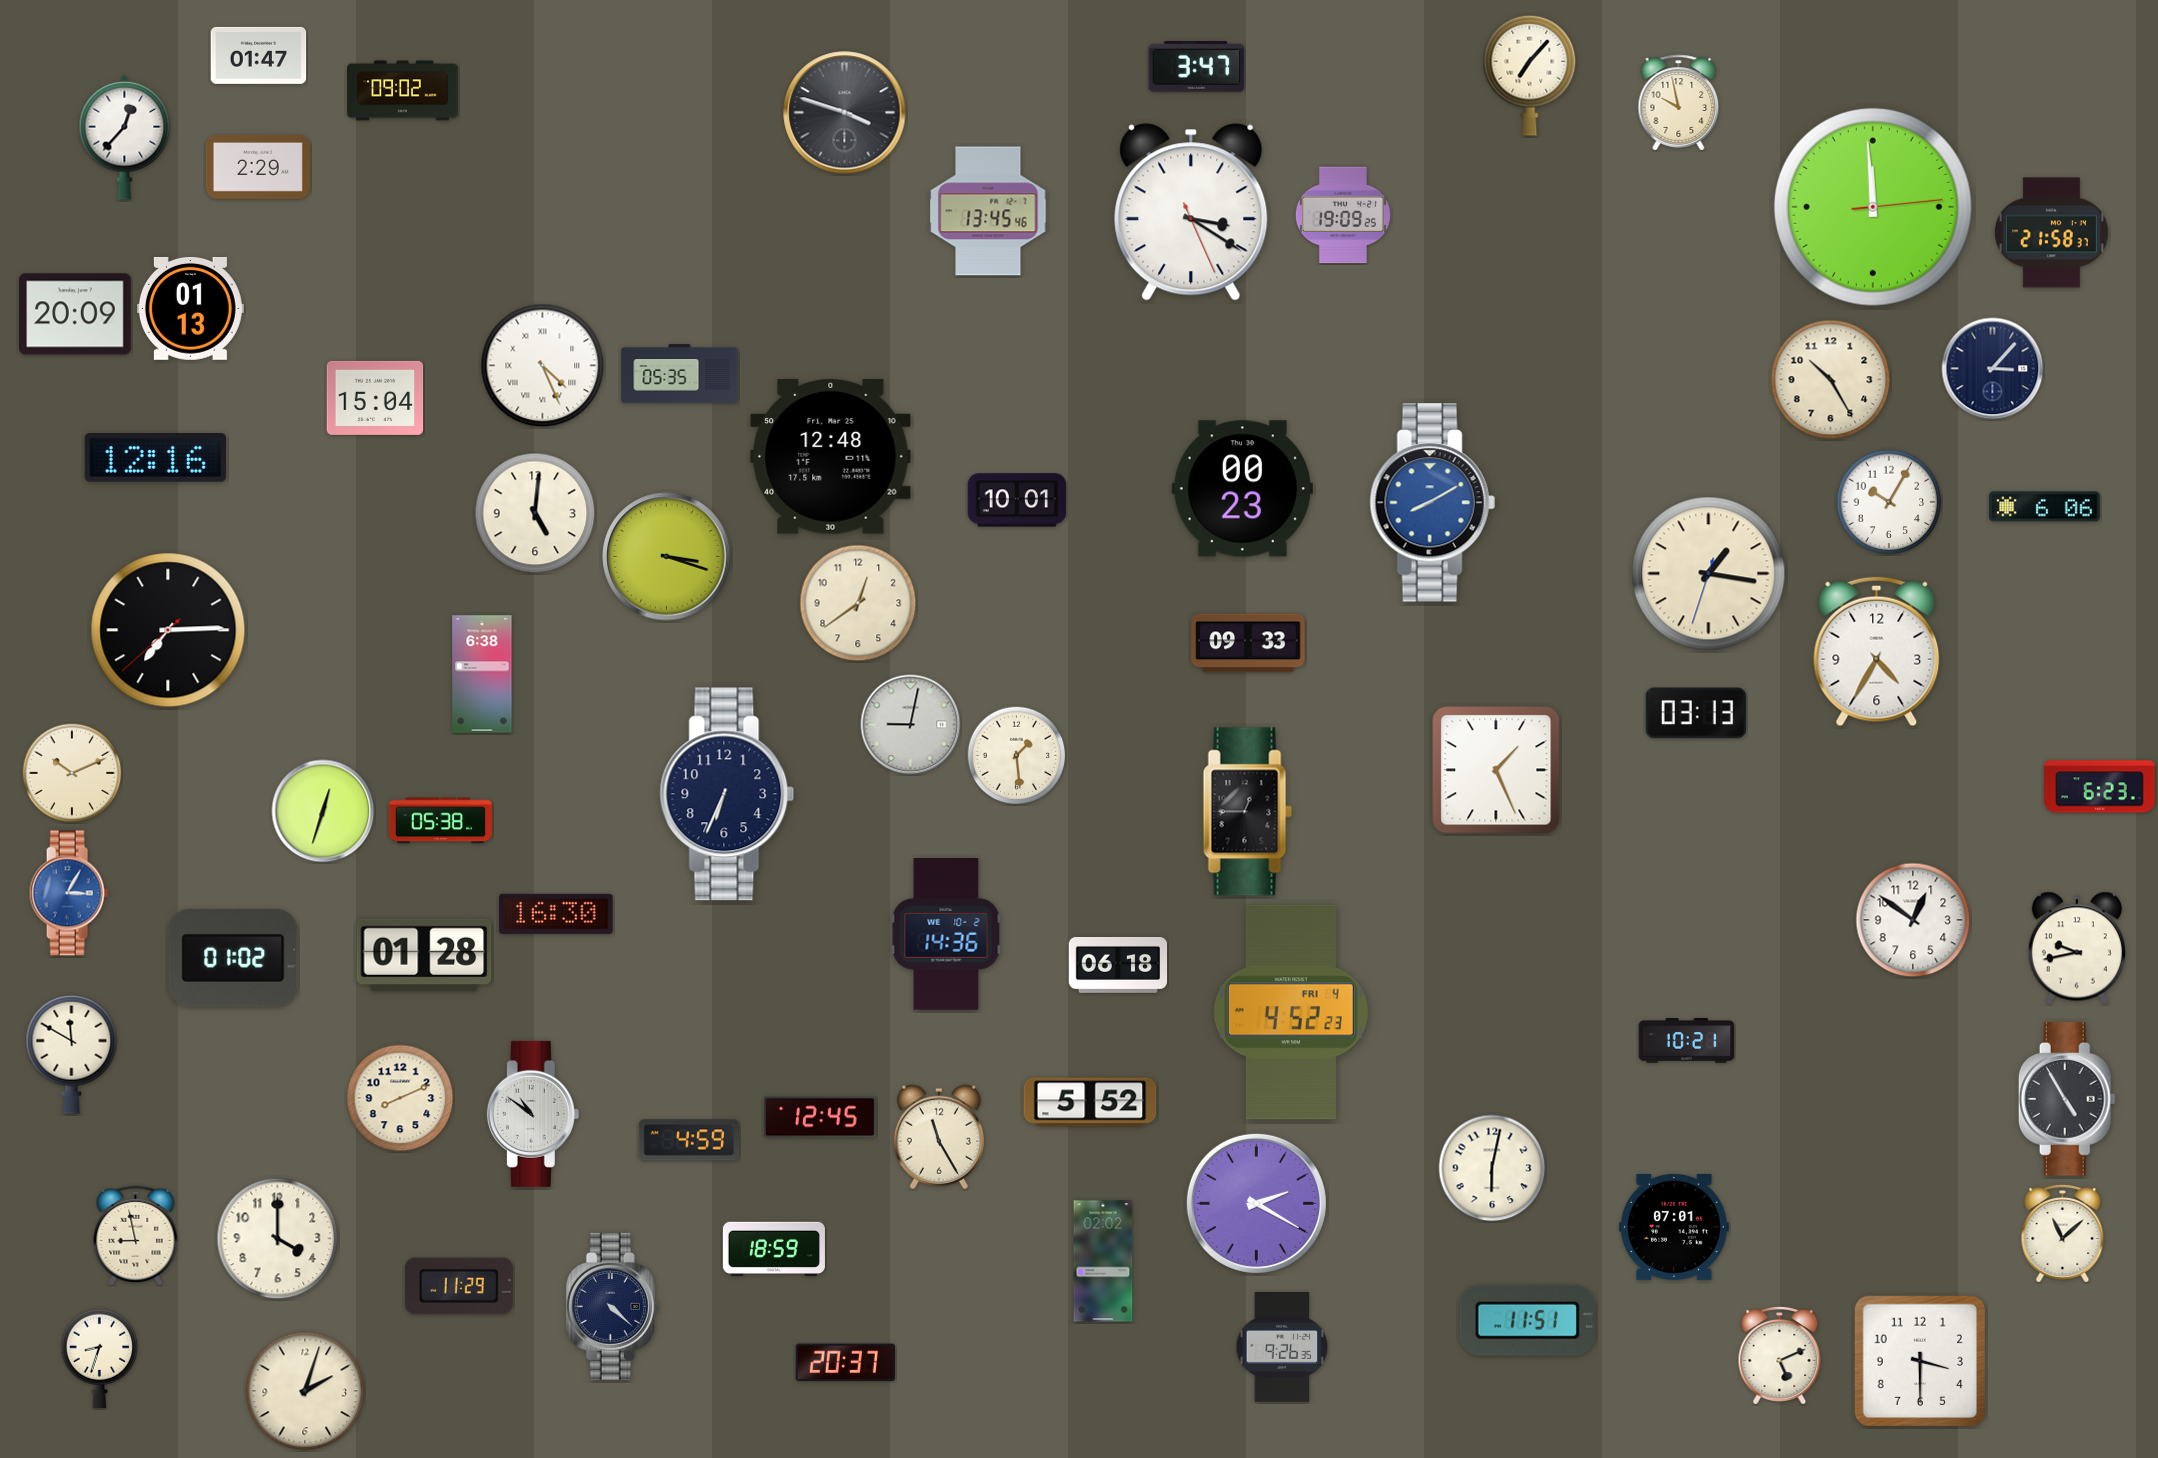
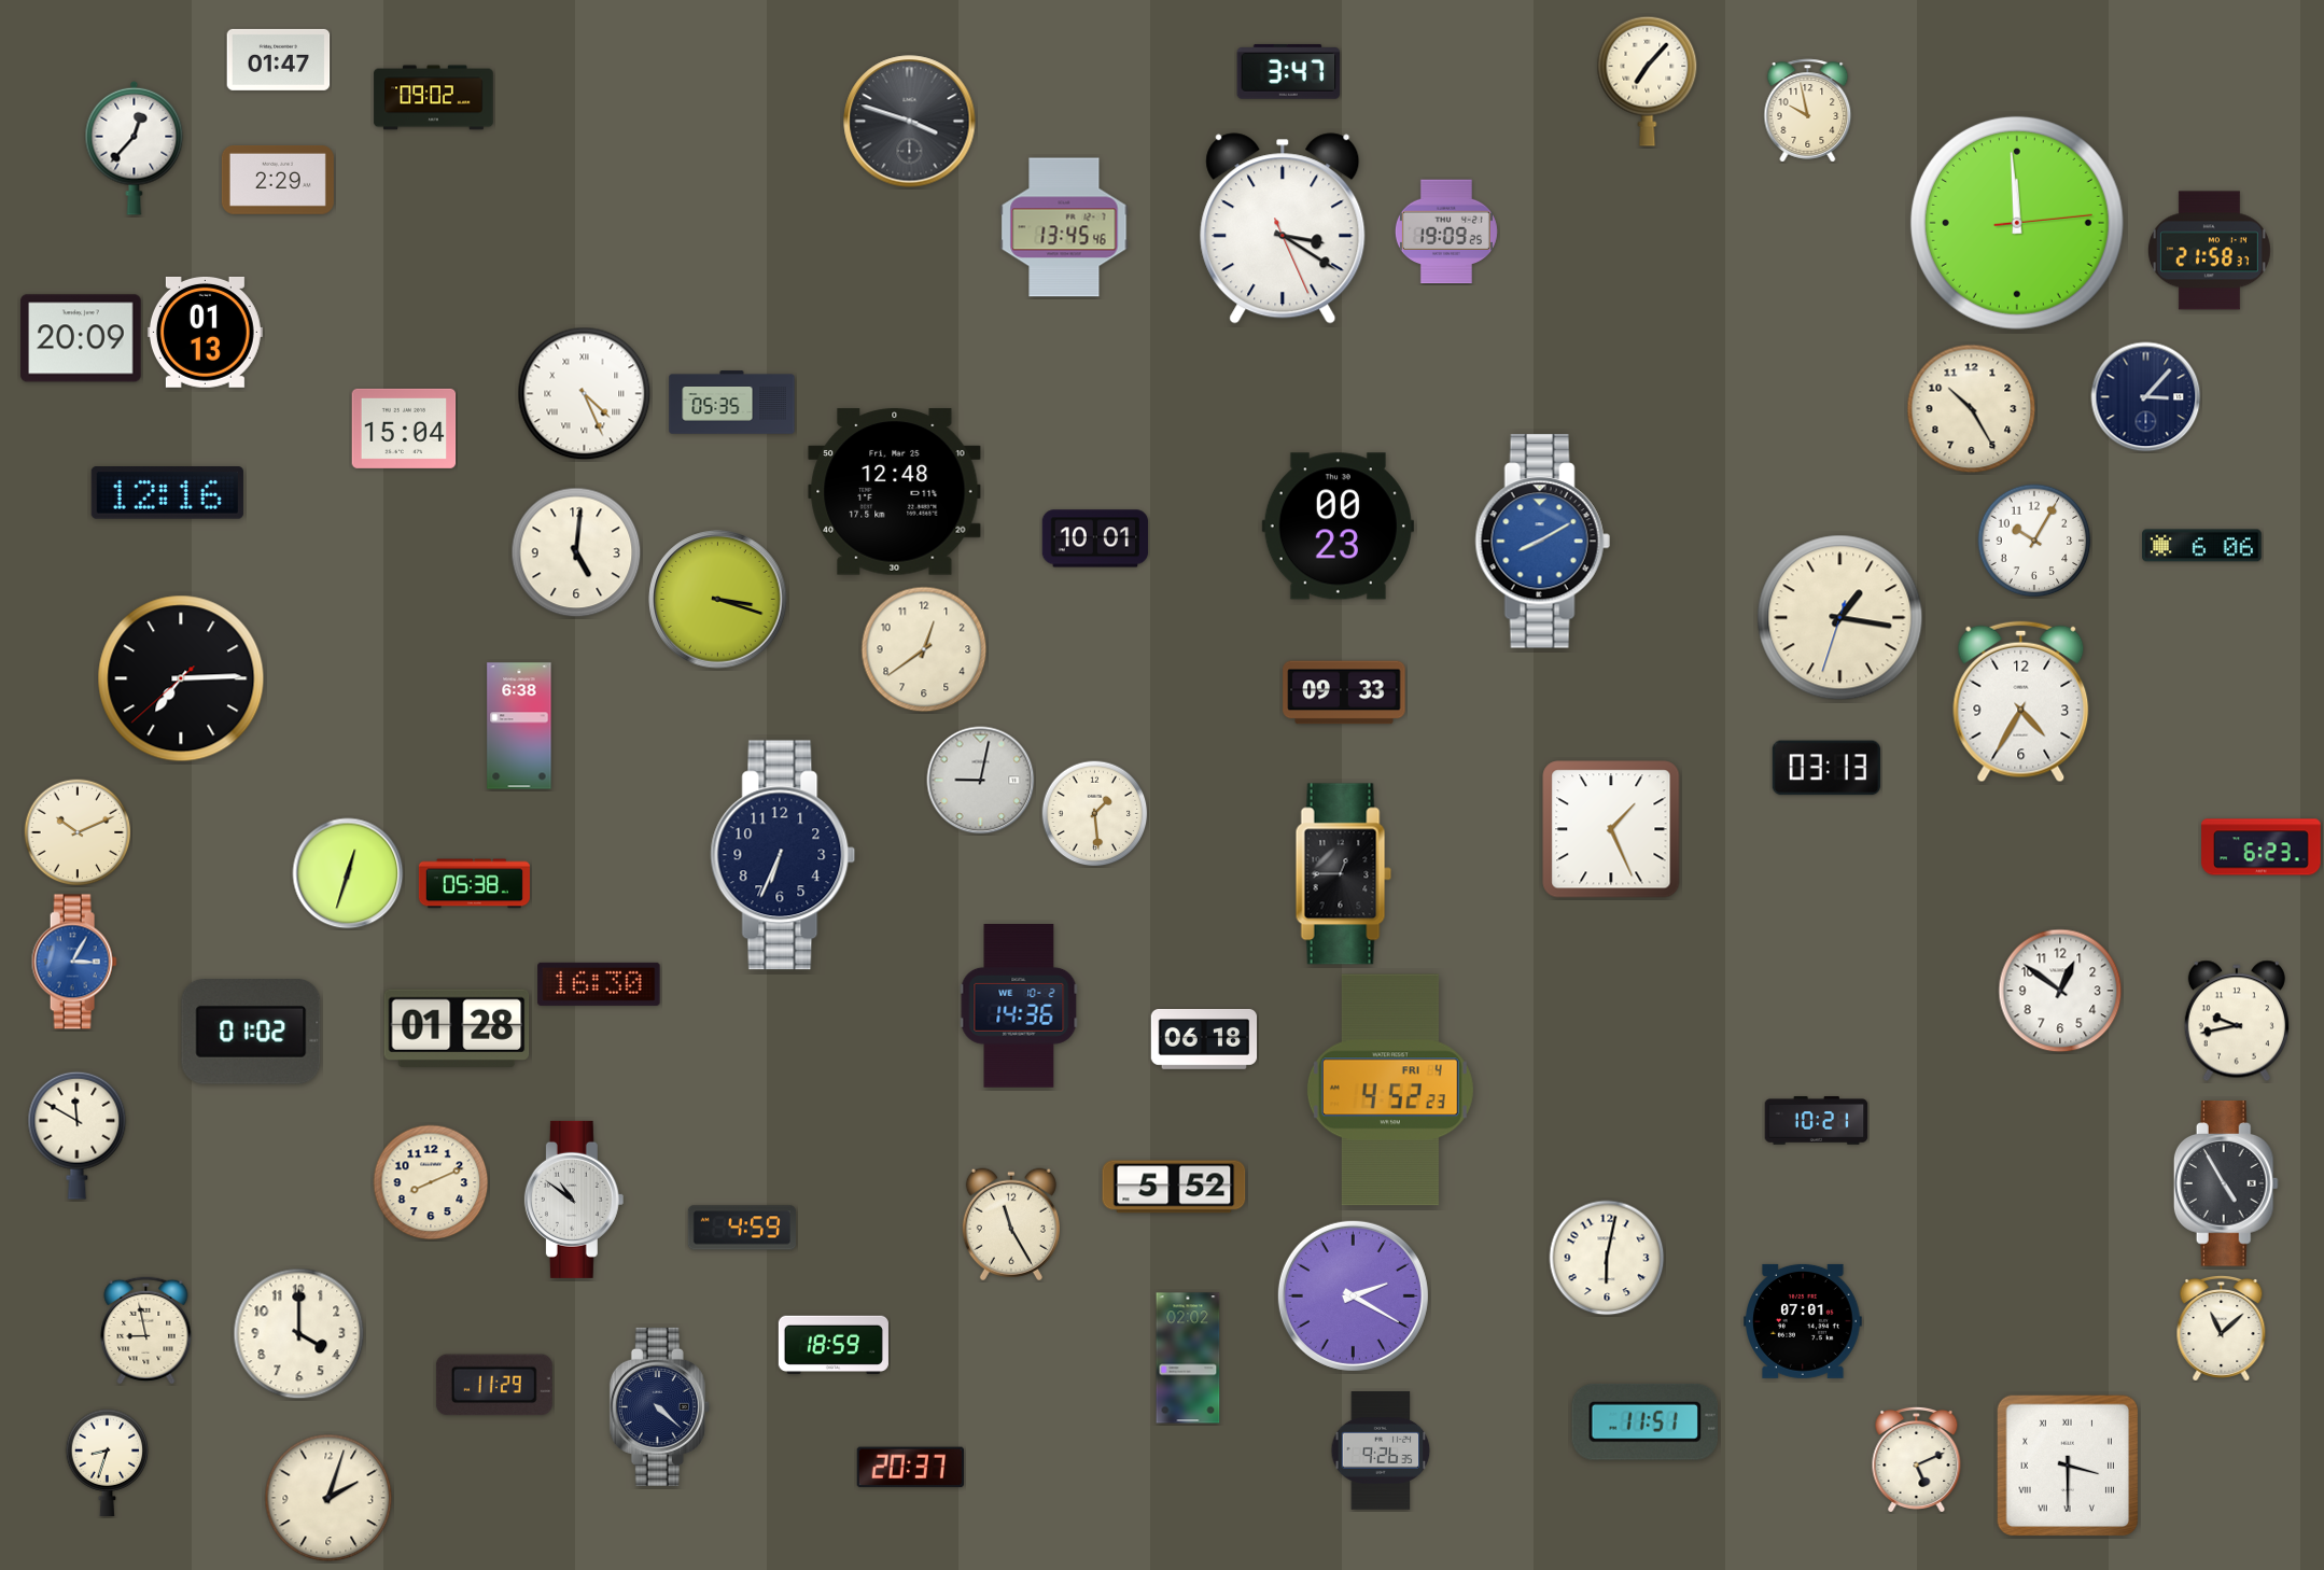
clock at (820, 1117): 12:45 -> none
clock at (1920, 1361) numerals: Arabic -> Roman
